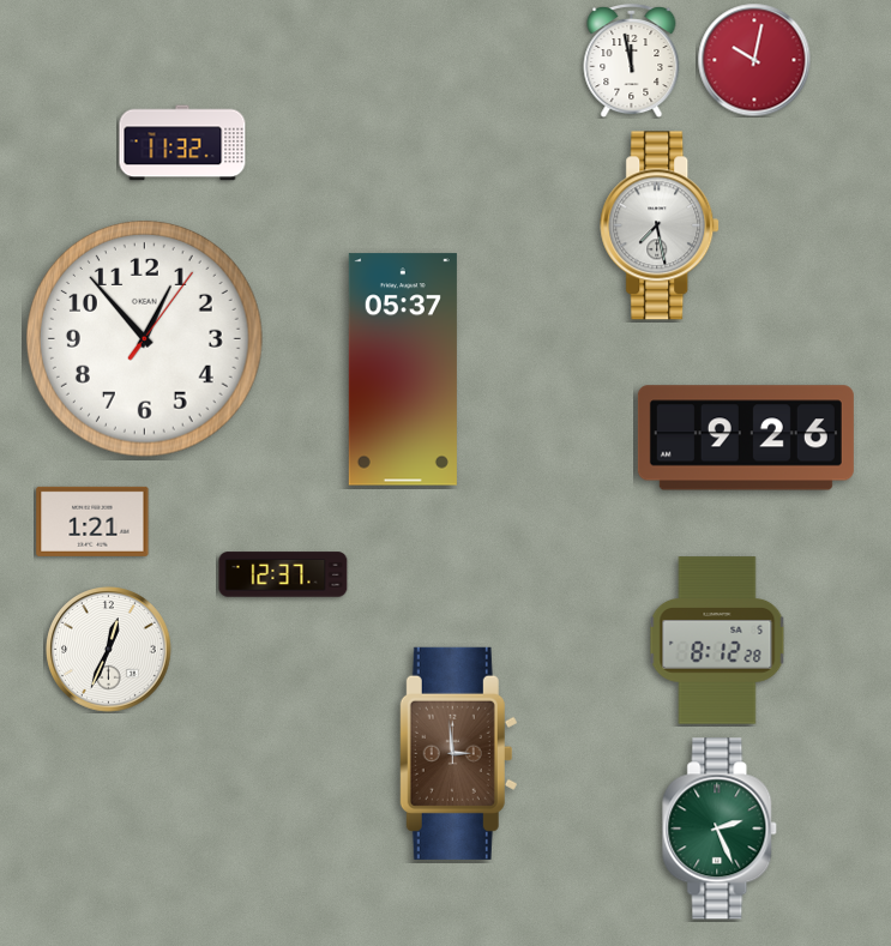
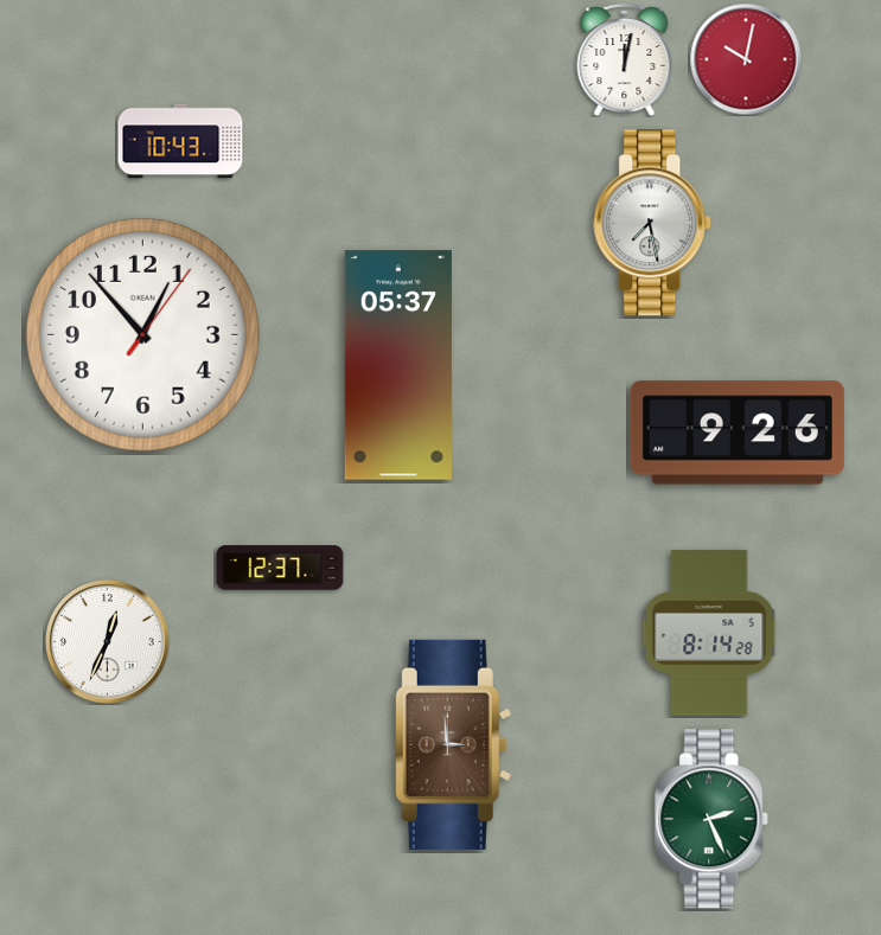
clock at (632, 60): 11:58 -> 12:02
clock at (182, 143): 11:32 -> 10:43
clock at (92, 522): 1:21 -> none
clock at (717, 640): 8:12 -> 8:14
